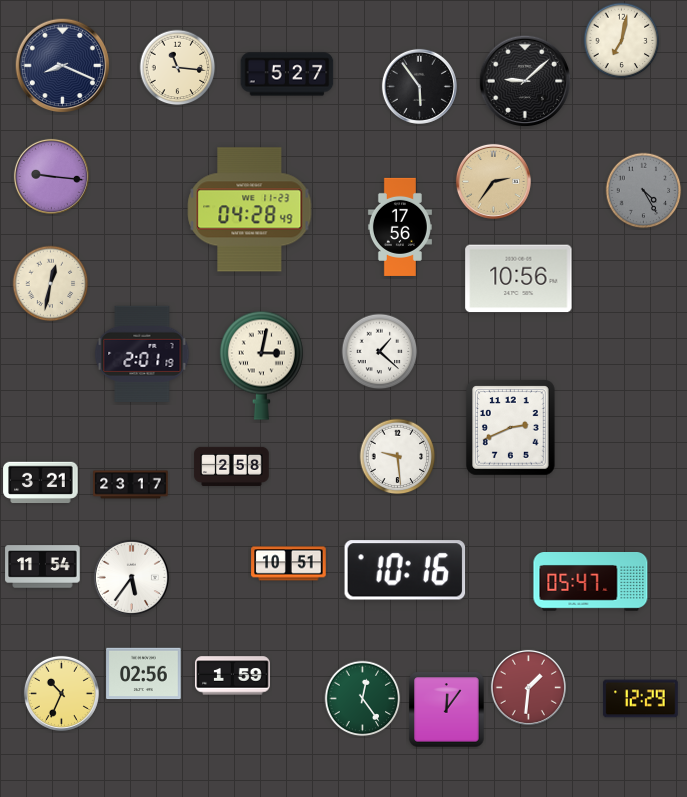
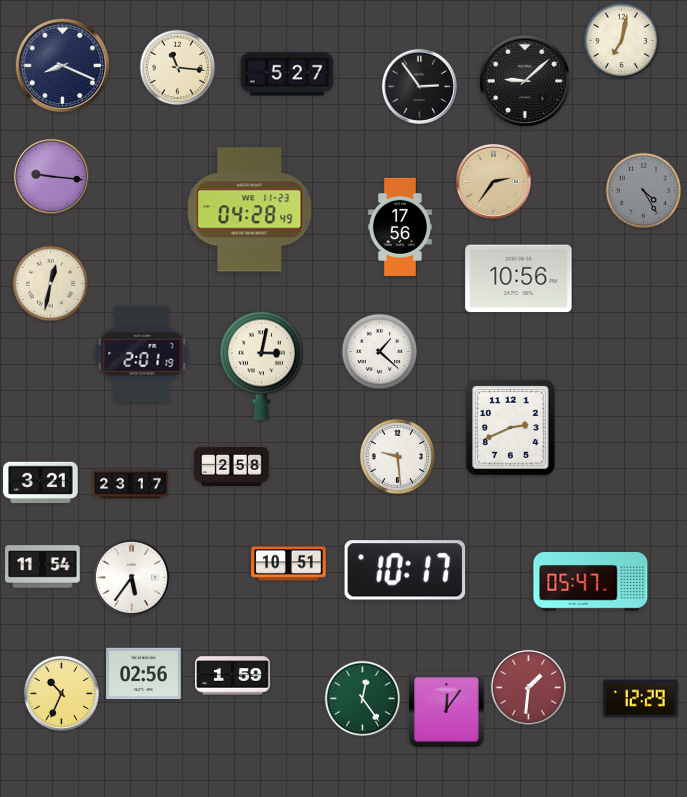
clock at (419, 86): 5:54 -> 2:54
clock at (405, 570): 10:16 -> 10:17
